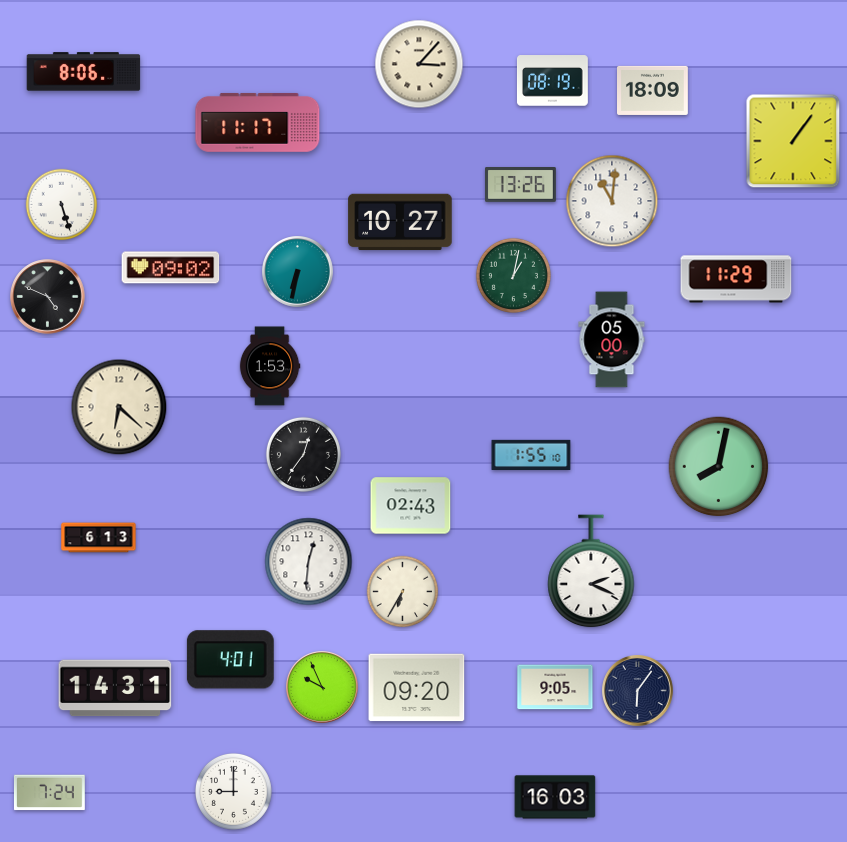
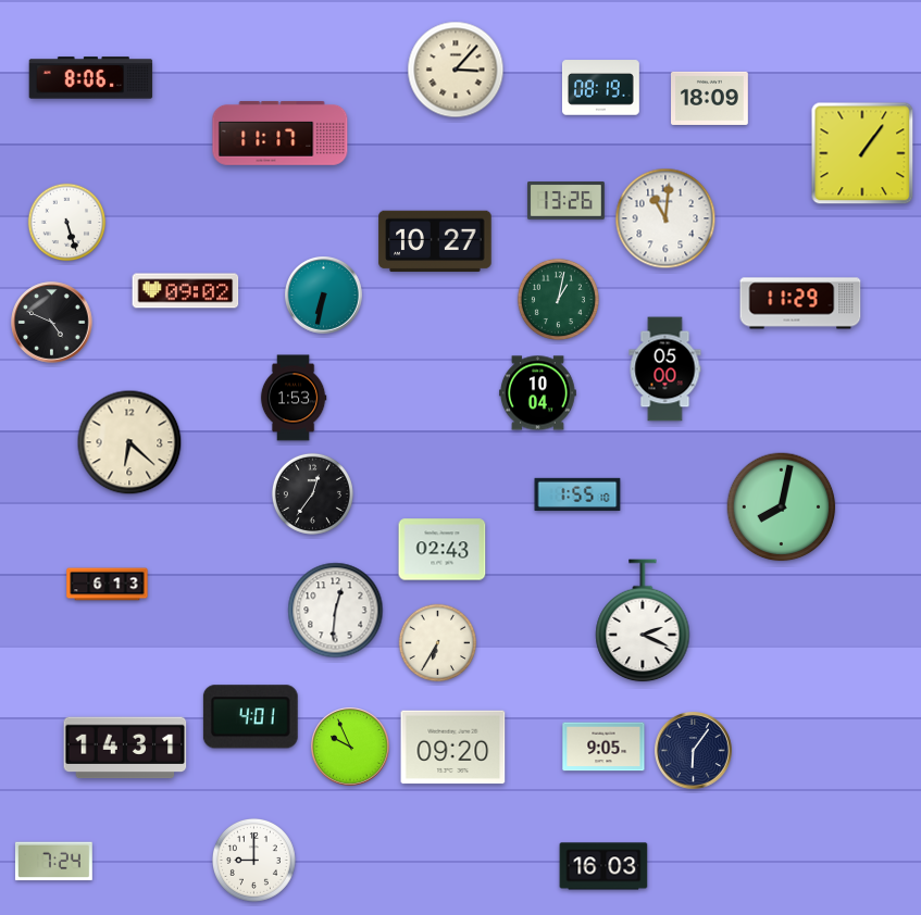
clock at (538, 393): none -> 10:04
clock at (303, 454) position: (303, 454) -> (312, 493)
clock at (411, 506) position: (411, 506) -> (443, 550)
